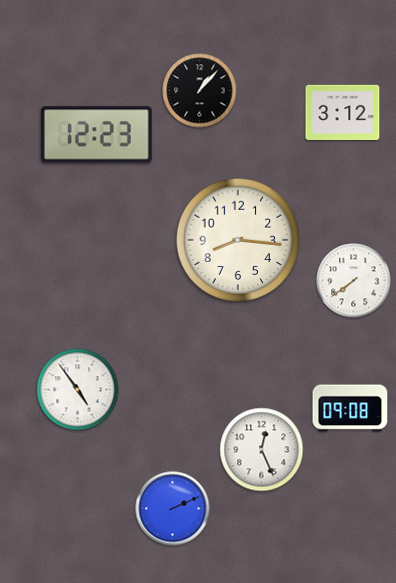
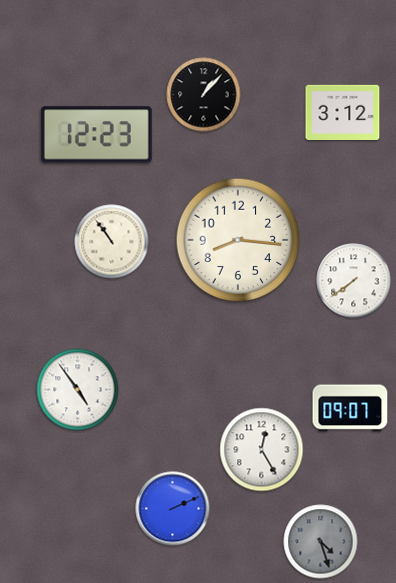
clock at (200, 91) position: (200, 91) -> (204, 95)
clock at (112, 242): none -> 10:54
clock at (350, 408): 09:08 -> 09:07
clock at (262, 450): 12:26 -> 12:25
clock at (321, 542): none -> 4:27
